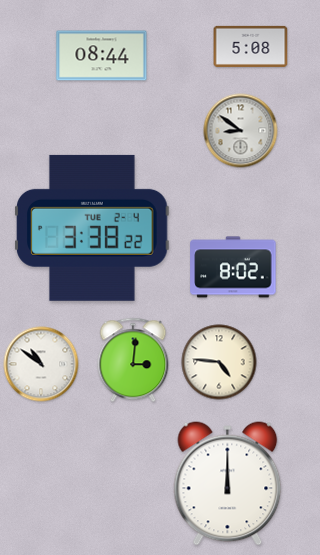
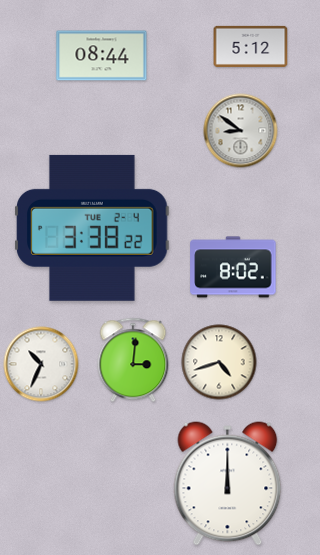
clock at (251, 46): 5:08 -> 5:12
clock at (219, 362): 4:46 -> 4:42
clock at (41, 364): 10:51 -> 10:34
